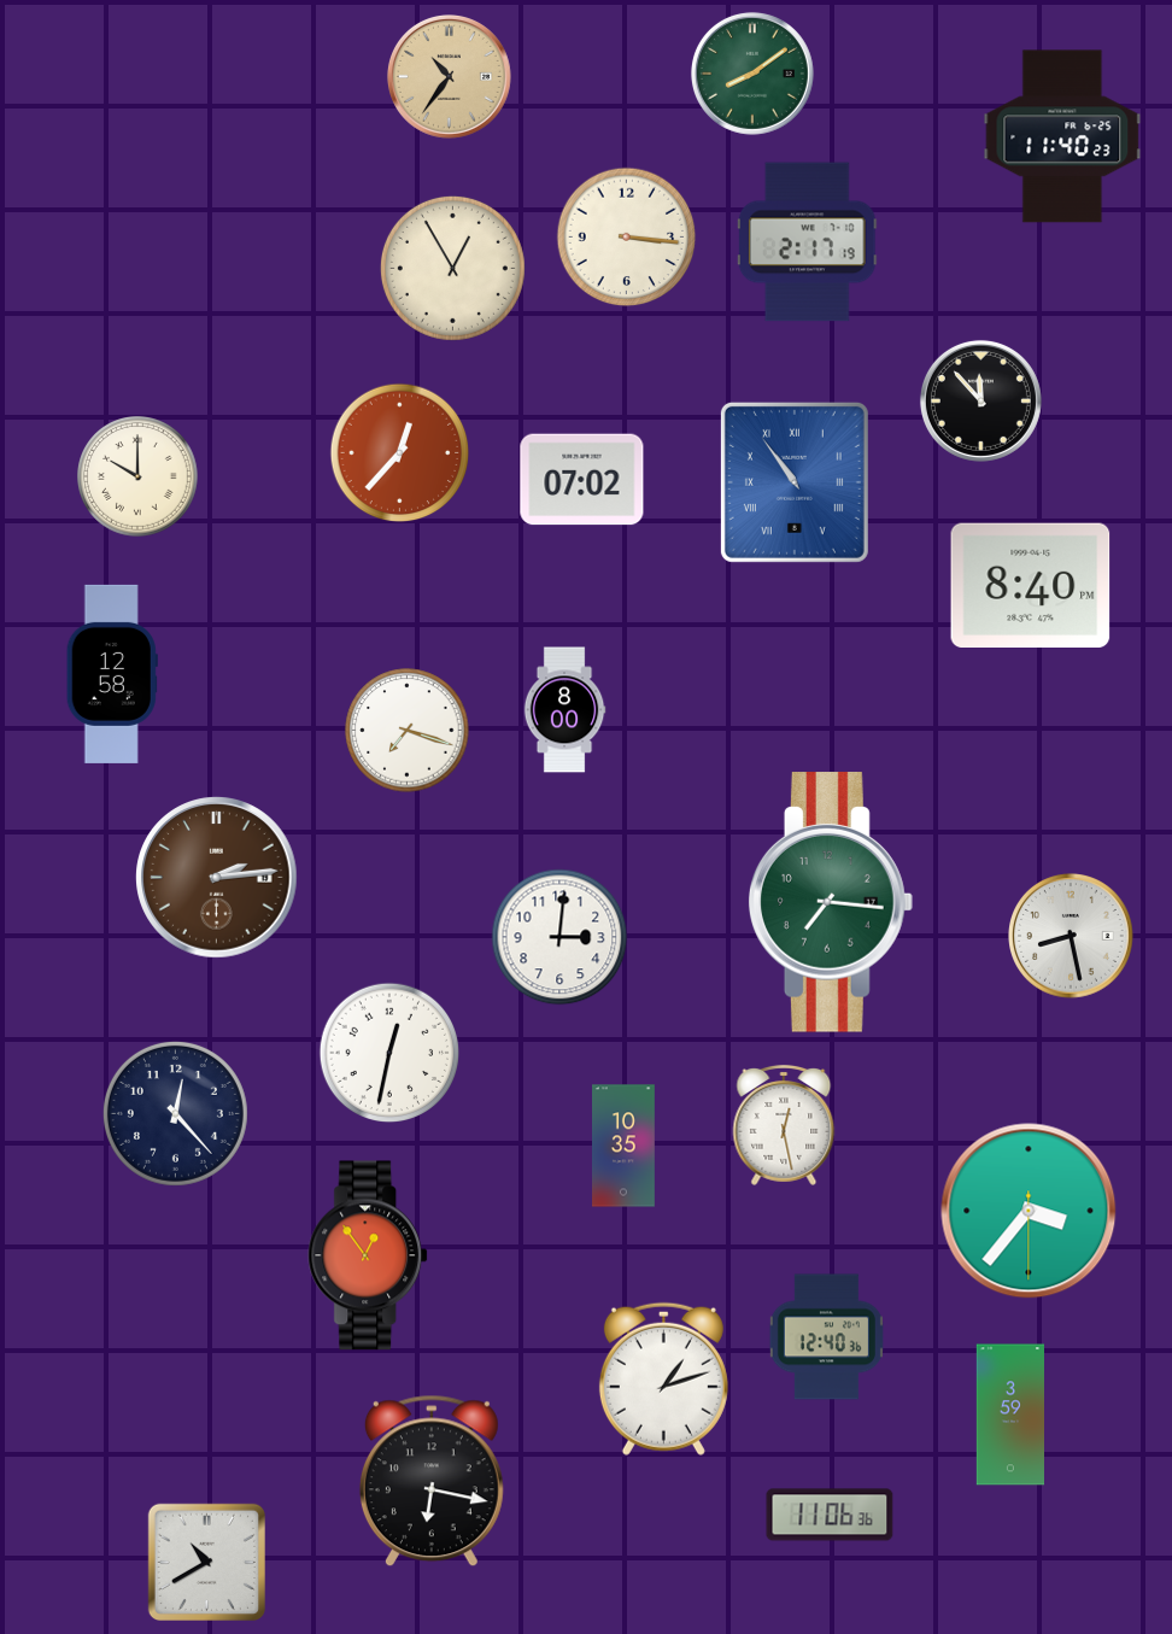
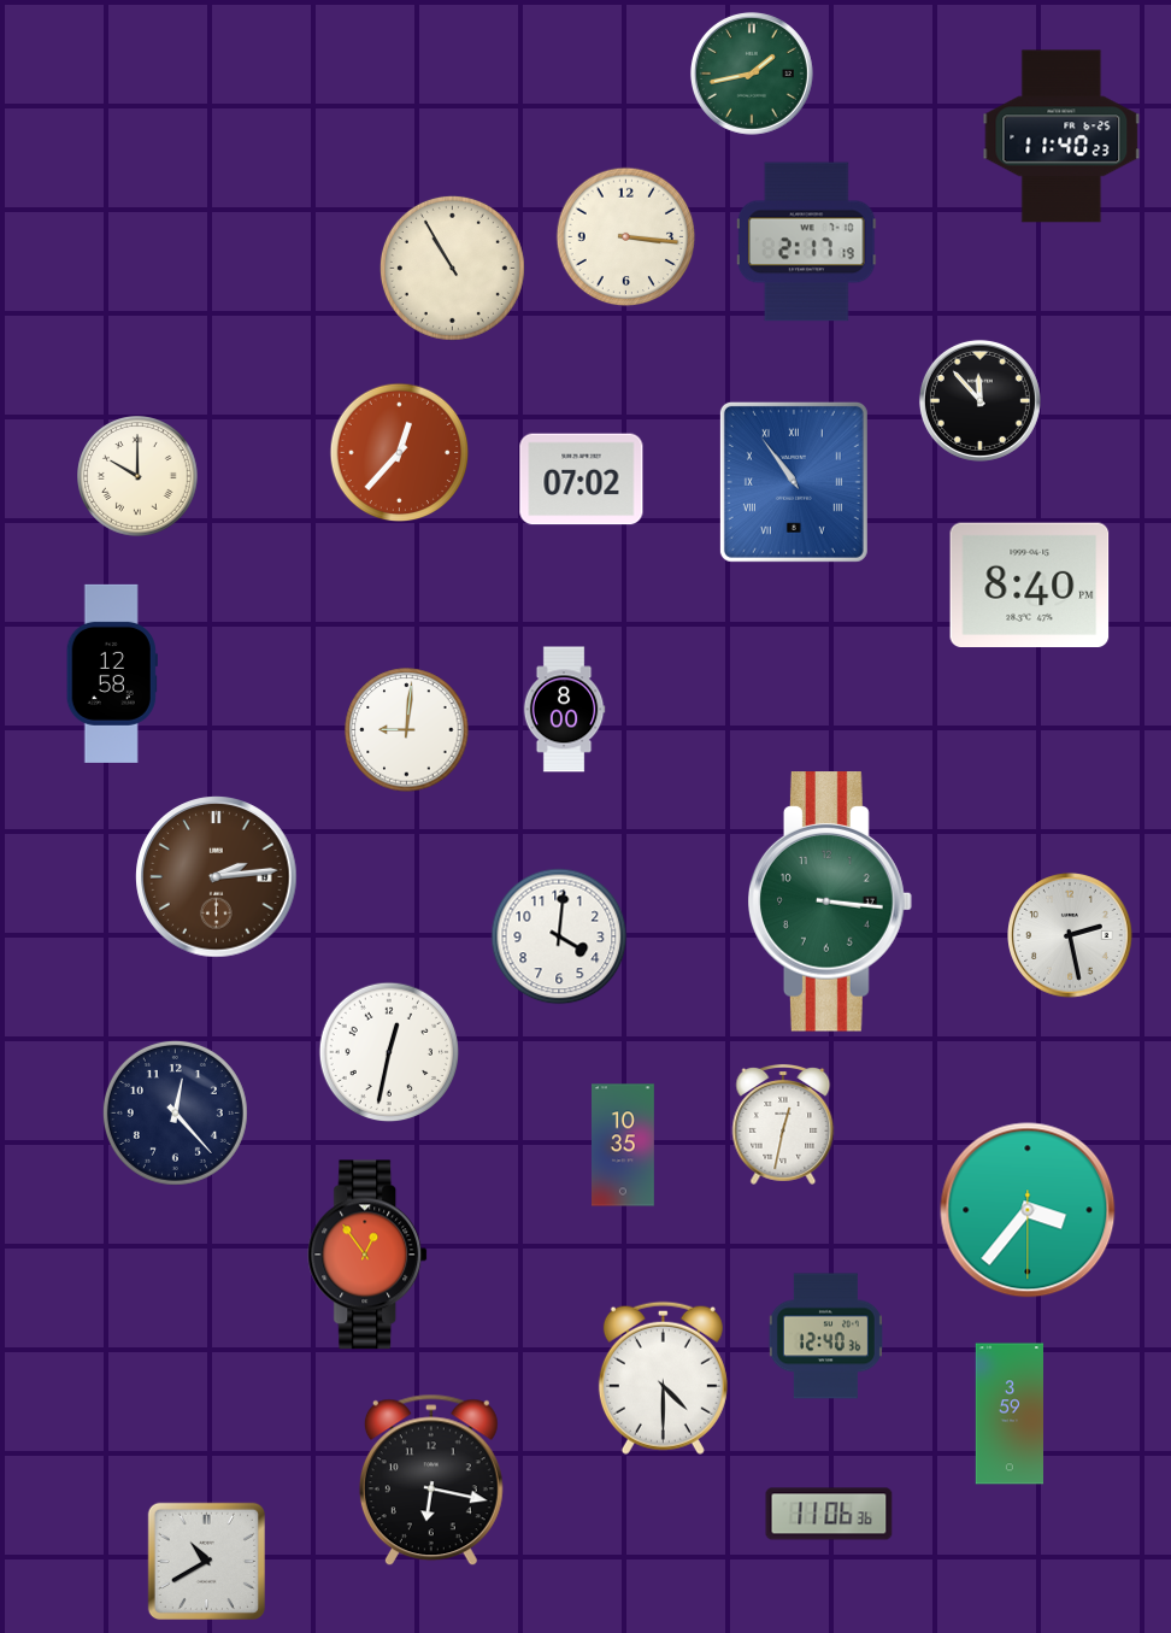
clock at (752, 74): 8:09 -> 1:43
clock at (450, 77): 10:36 -> none
clock at (452, 268): 12:55 -> 10:55
clock at (408, 731): 7:18 -> 9:01
clock at (831, 902): 7:16 -> 3:16
clock at (559, 937): 3:01 -> 4:01
clock at (1072, 937): 8:28 -> 2:28
clock at (784, 1125): 12:28 -> 12:32
clock at (663, 1378): 1:12 -> 4:30
